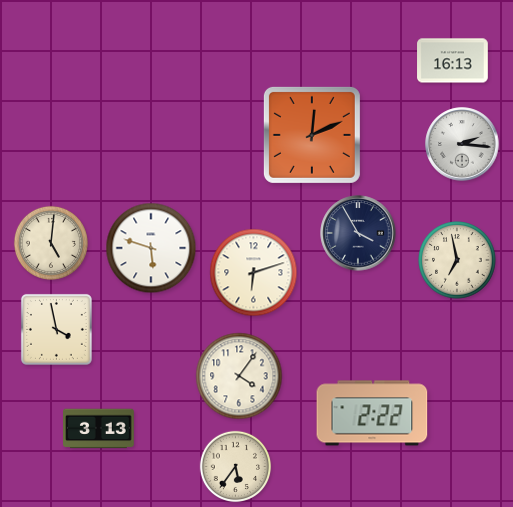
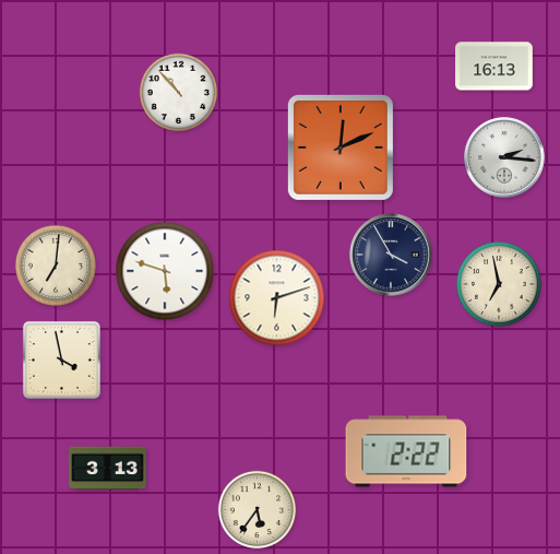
clock at (179, 93): none -> 10:53
clock at (51, 243): 5:01 -> 7:01
clock at (239, 376): 4:06 -> none
